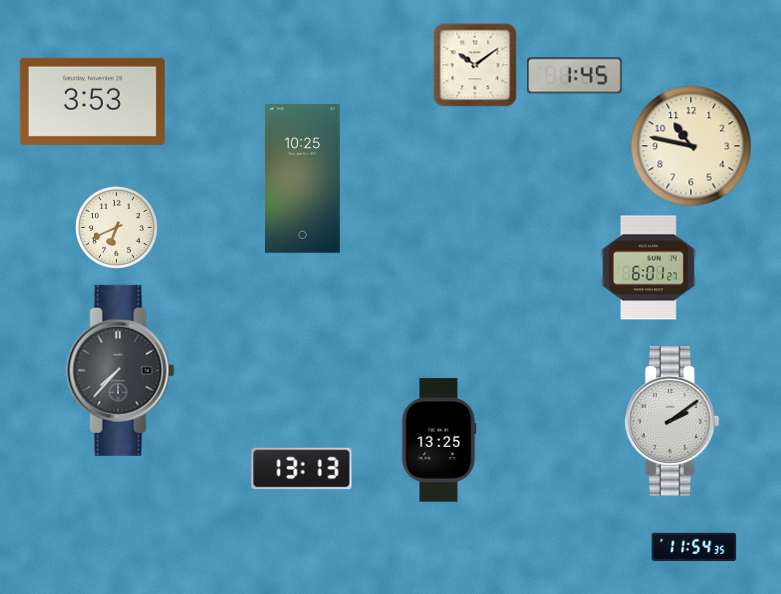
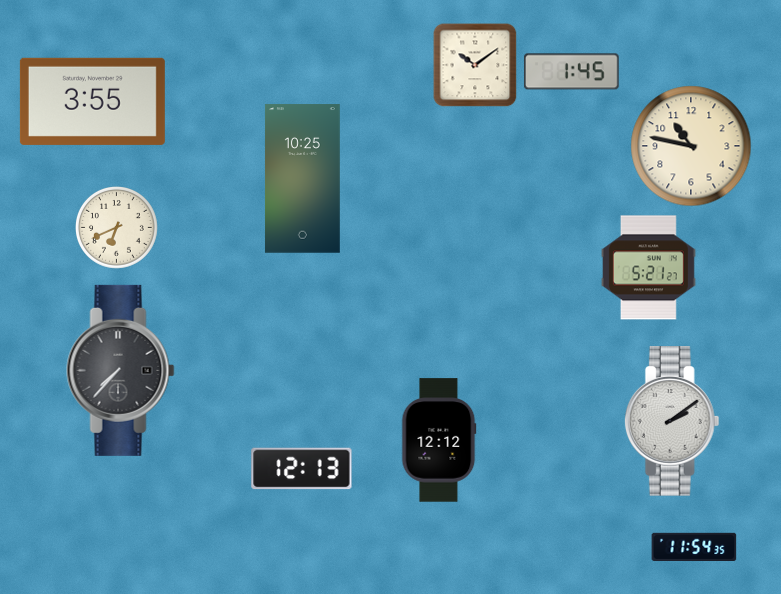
clock at (574, 76) position: (574, 76) -> (571, 72)
clock at (92, 101): 3:53 -> 3:55
clock at (648, 268): 6:01 -> 5:21
clock at (439, 440): 13:25 -> 12:12
clock at (302, 469): 13:13 -> 12:13
